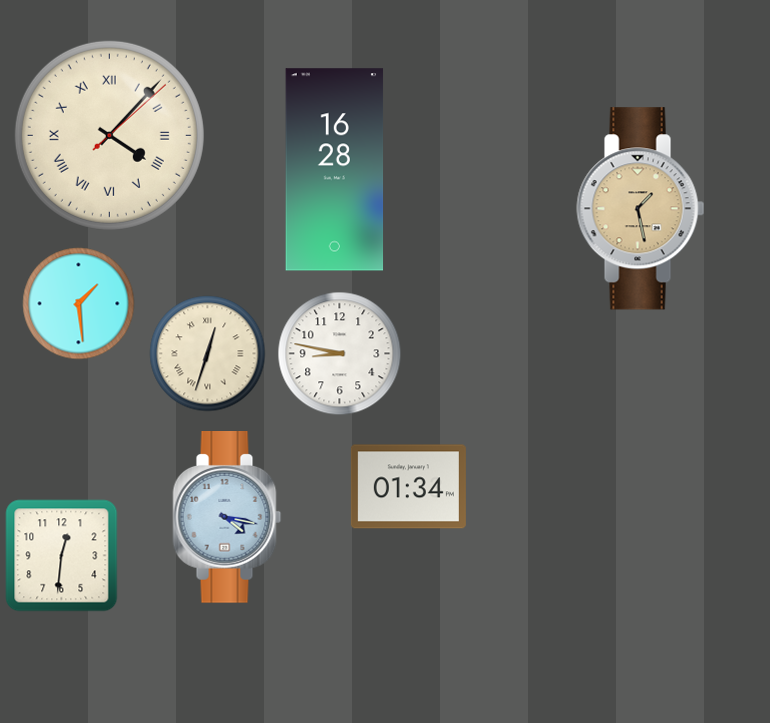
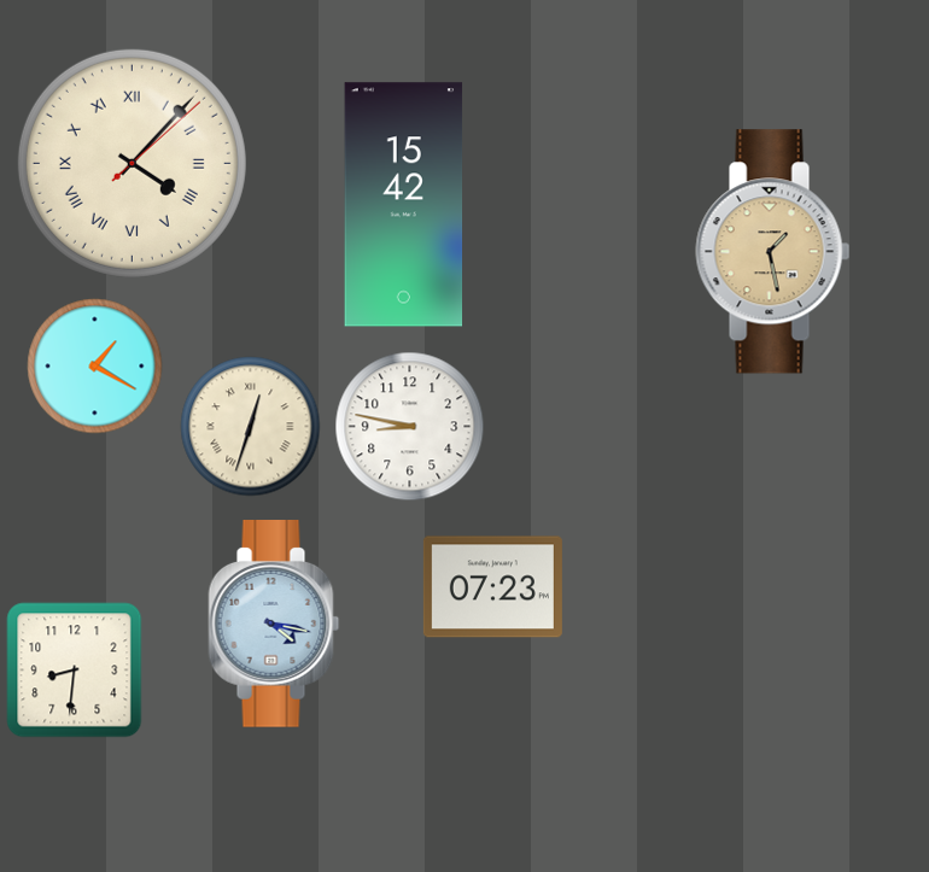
clock at (335, 170): 16:28 -> 15:42
clock at (79, 304): 1:29 -> 1:20
clock at (408, 487): 01:34 -> 07:23
clock at (62, 556): 12:31 -> 8:31
